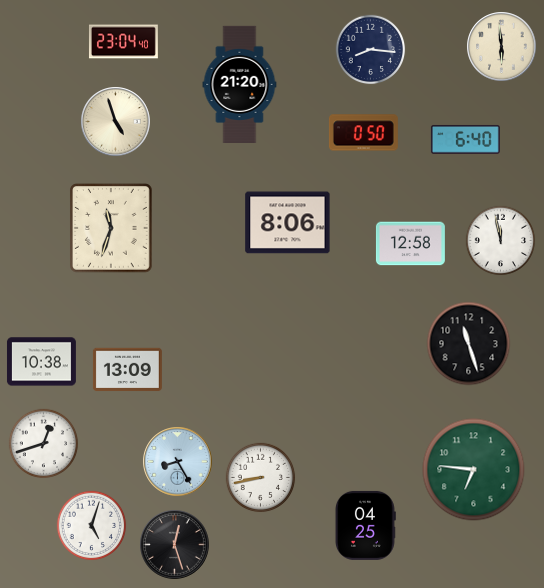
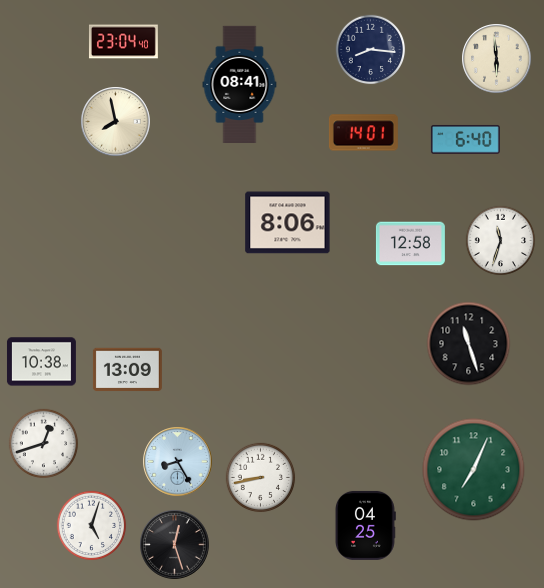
clock at (502, 47) position: (502, 47) -> (497, 59)
clock at (240, 84): 21:20 -> 08:41
clock at (116, 122): 4:57 -> 7:58
clock at (363, 133): 0:50 -> 14:01
clock at (112, 229): 11:33 -> none
clock at (501, 241): 11:58 -> 11:33
clock at (474, 470): 6:46 -> 7:04
